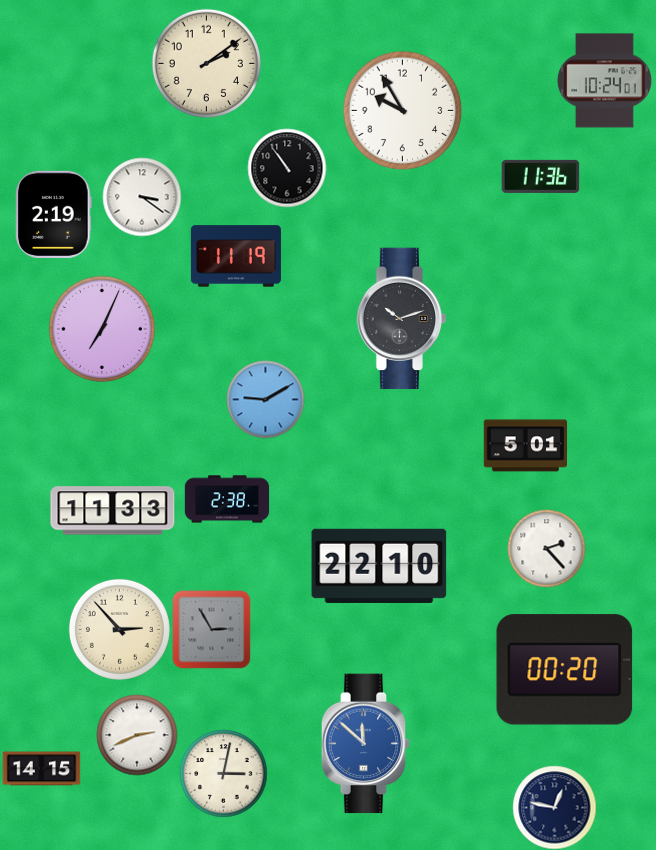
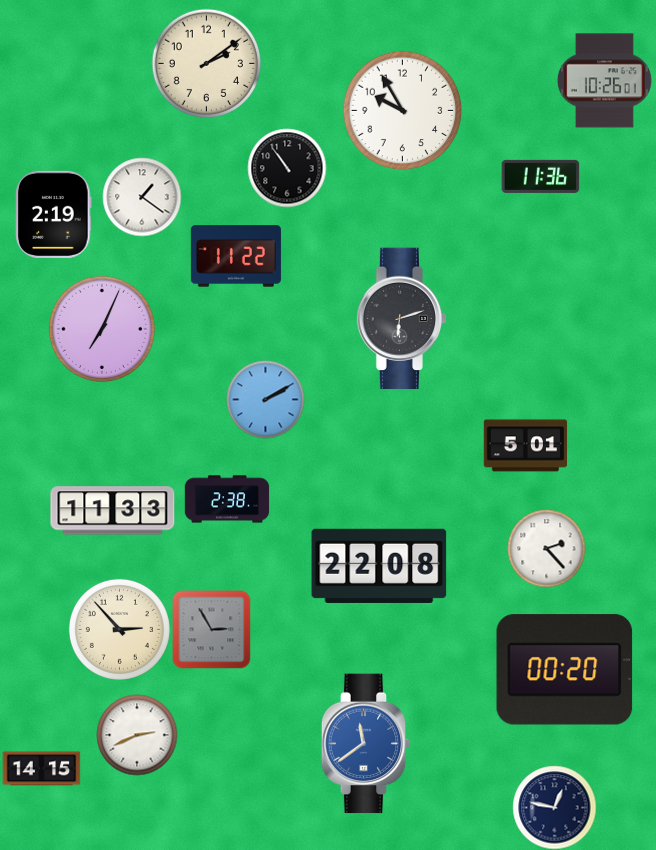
clock at (604, 81): 10:24 -> 10:26
clock at (142, 197): 3:21 -> 1:21
clock at (236, 256): 11:19 -> 11:22
clock at (402, 319): 10:12 -> 6:12
clock at (265, 399): 9:10 -> 2:10
clock at (379, 566): 22:10 -> 22:08
clock at (366, 744): 11:52 -> 11:39
clock at (223, 773): 3:02 -> none
